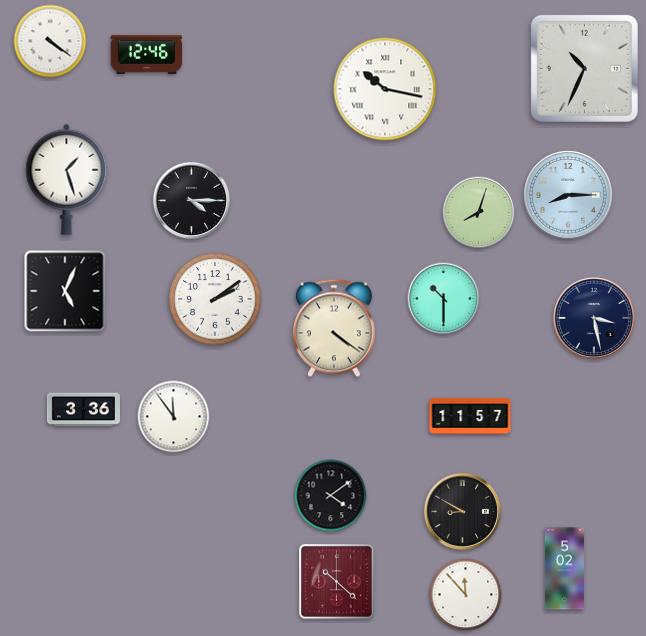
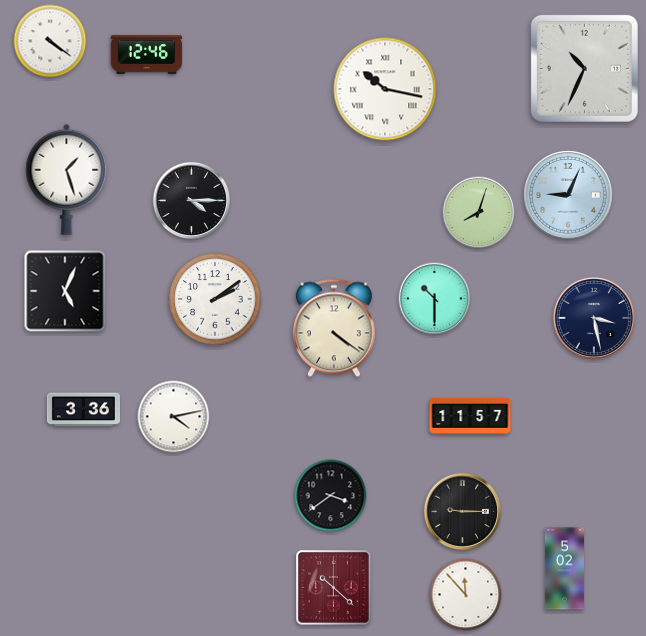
clock at (568, 195): 8:15 -> 9:04
clock at (444, 299) position: (444, 299) -> (435, 299)
clock at (174, 417): 11:54 -> 4:13
clock at (331, 496): 4:09 -> 3:39
clock at (462, 511): 8:50 -> 9:15
clock at (337, 582) position: (337, 582) -> (334, 588)
